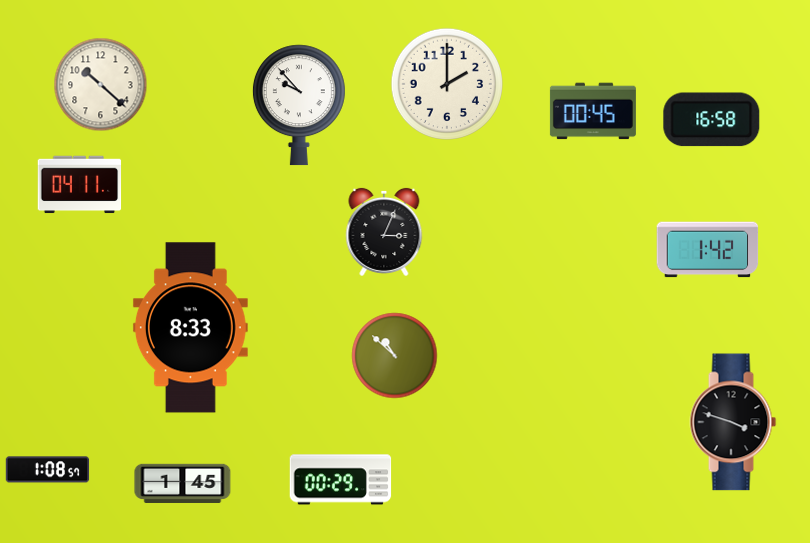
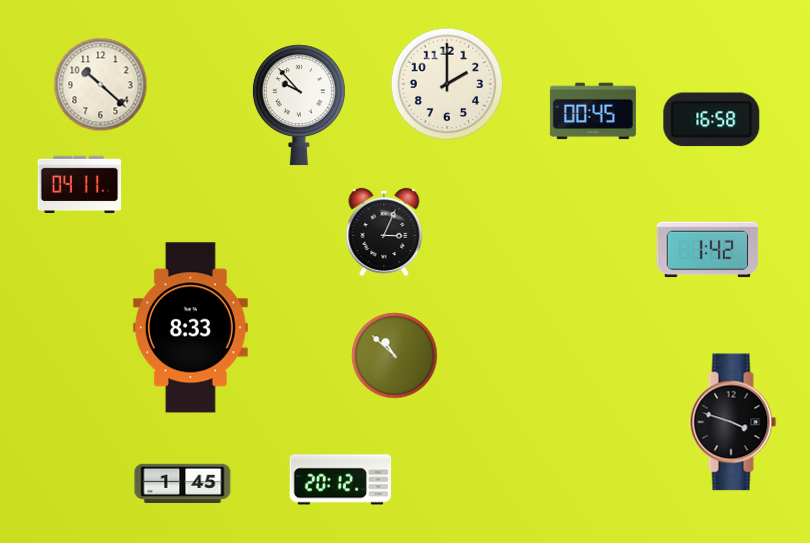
clock at (48, 470): 1:08 -> none
clock at (341, 480): 00:29 -> 20:12
